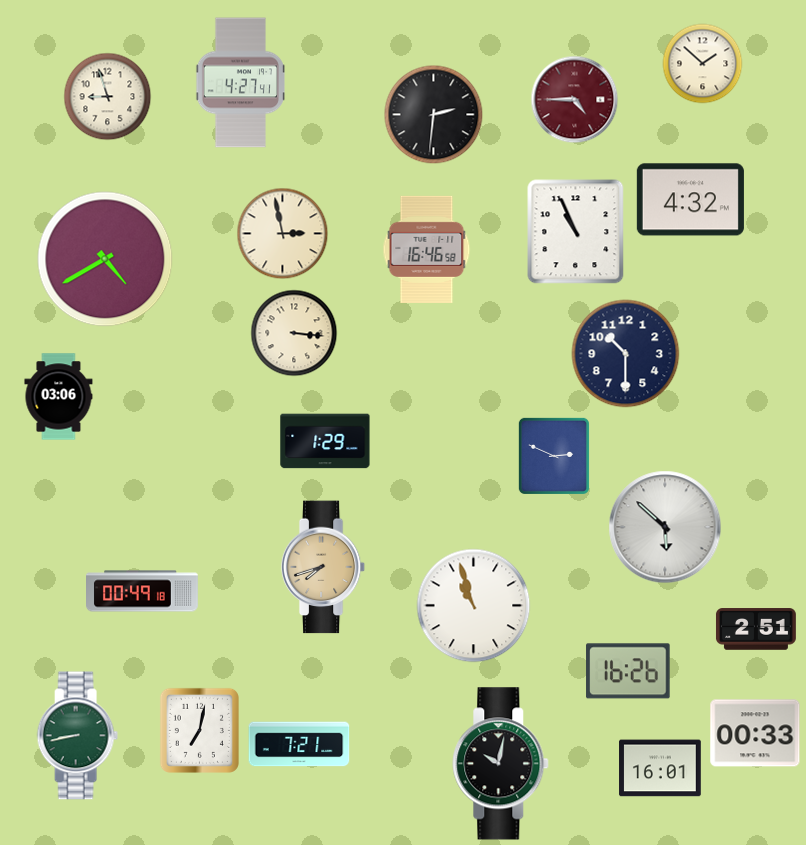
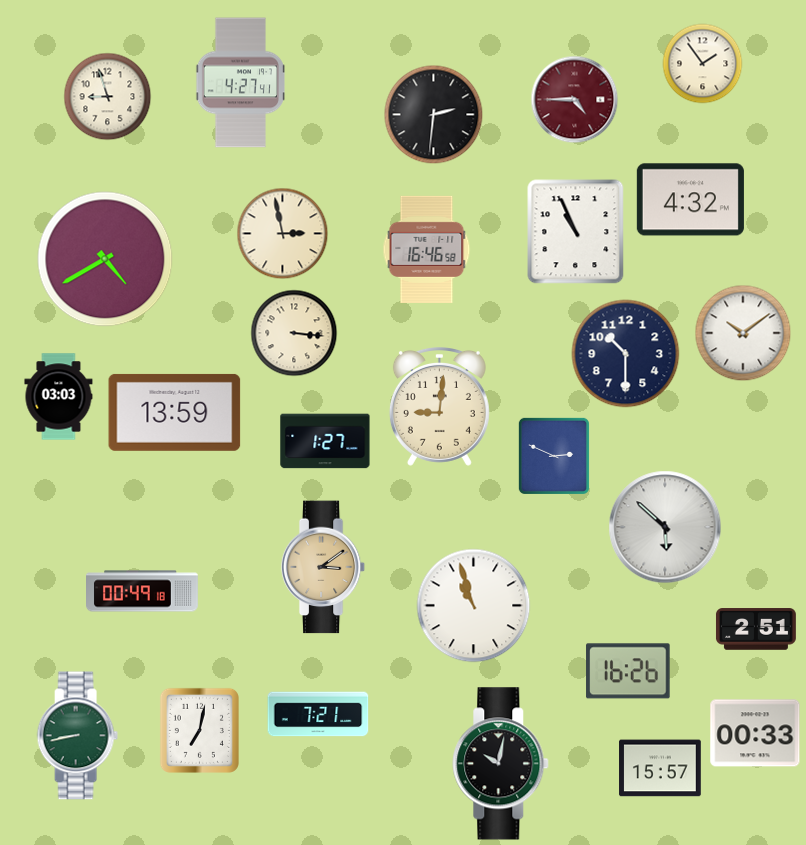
clock at (703, 64): 1:52 -> 1:54
clock at (743, 333): none -> 10:09
clock at (59, 397): 03:06 -> 03:03
clock at (439, 407): none -> 9:01
clock at (175, 412): none -> 13:59
clock at (325, 441): 1:29 -> 1:27
clock at (323, 567): 7:42 -> 3:09
clock at (299, 744) position: (299, 744) -> (318, 714)
clock at (660, 768): 16:01 -> 15:57
